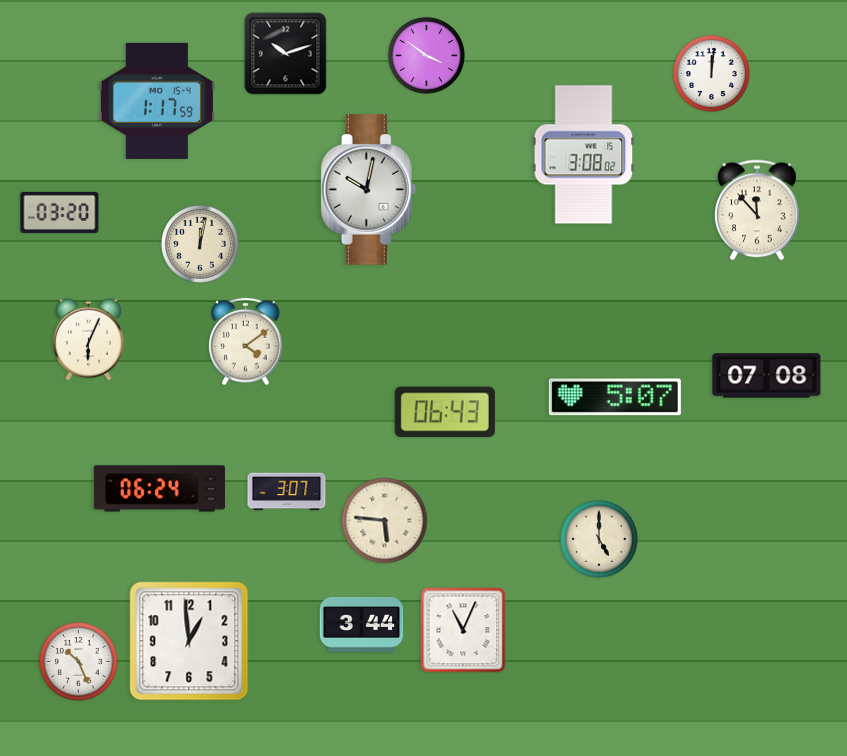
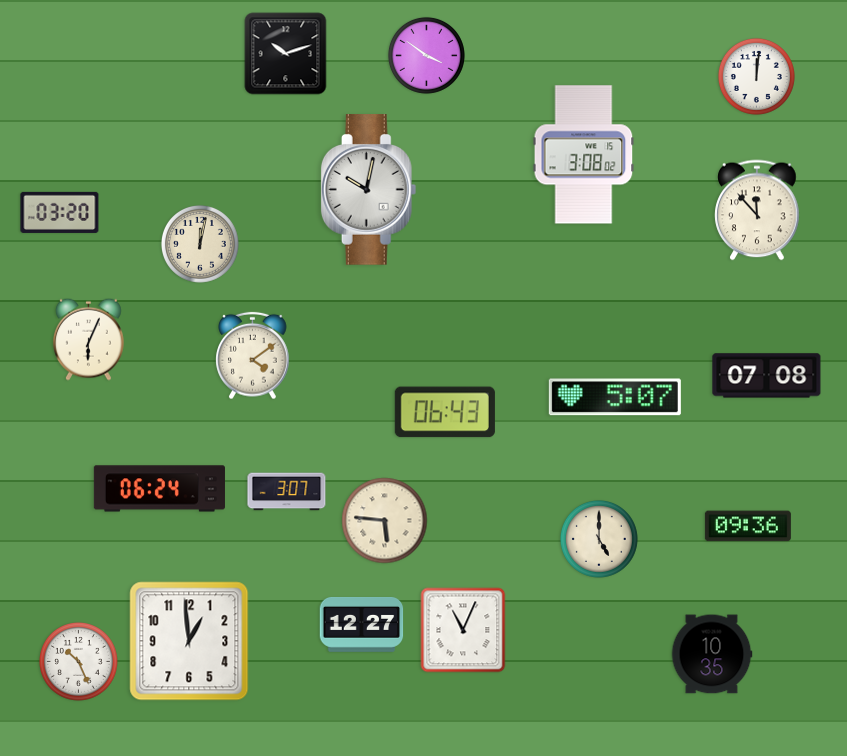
clock at (711, 73) position: (711, 73) -> (756, 76)
clock at (157, 101): 1:17 -> none
clock at (246, 342) position: (246, 342) -> (253, 356)
clock at (748, 526): none -> 09:36
clock at (362, 624): 3:44 -> 12:27
clock at (712, 654): none -> 10:35
